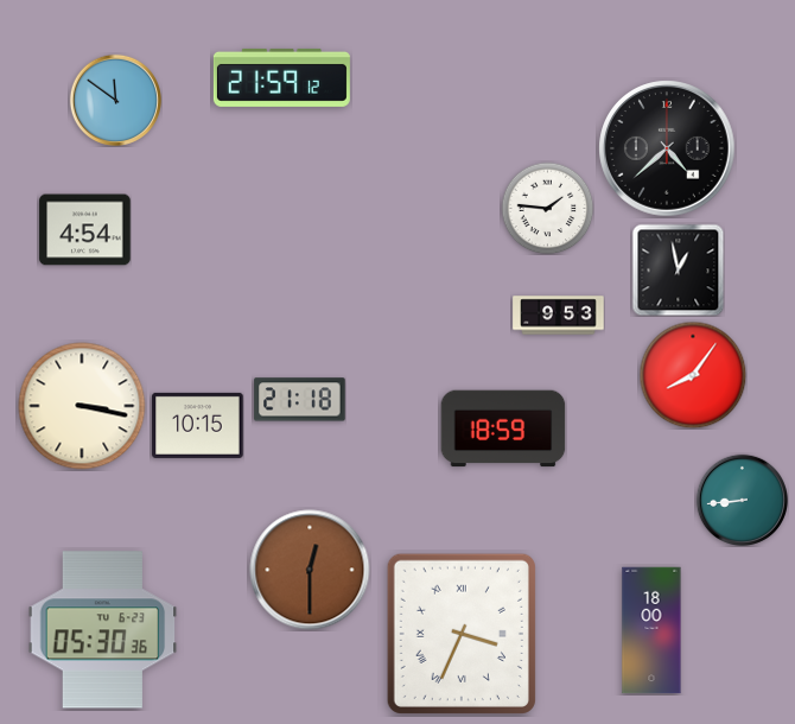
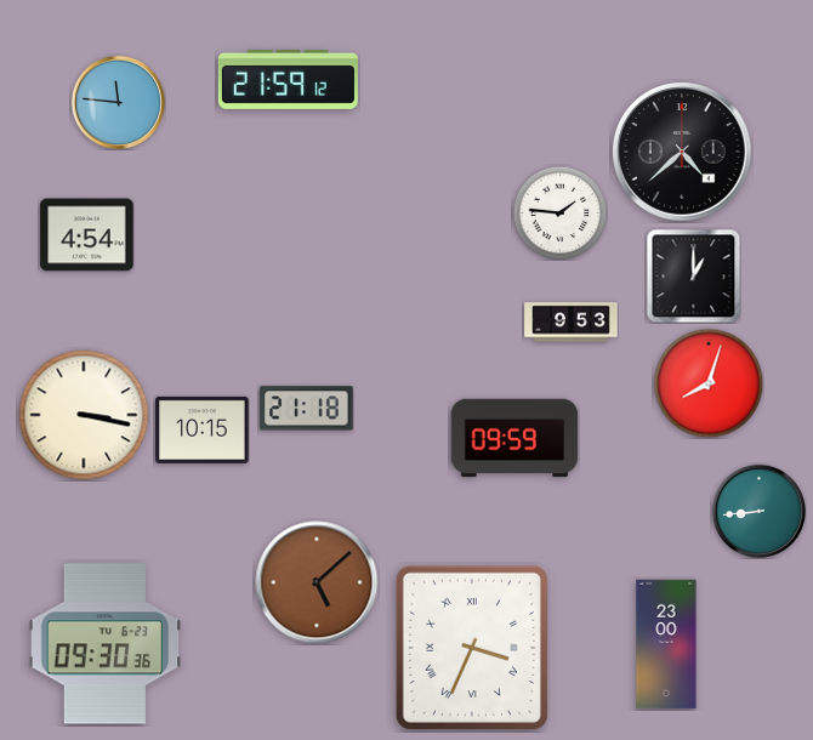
clock at (115, 100): 11:51 -> 11:46
clock at (678, 269): 12:58 -> 1:00
clock at (693, 375): 8:06 -> 8:03
clock at (198, 425) position: (198, 425) -> (203, 429)
clock at (503, 428): 18:59 -> 09:59
clock at (310, 570): 12:30 -> 5:08
clock at (103, 630): 05:30 -> 09:30
clock at (651, 630): 18:00 -> 23:00
